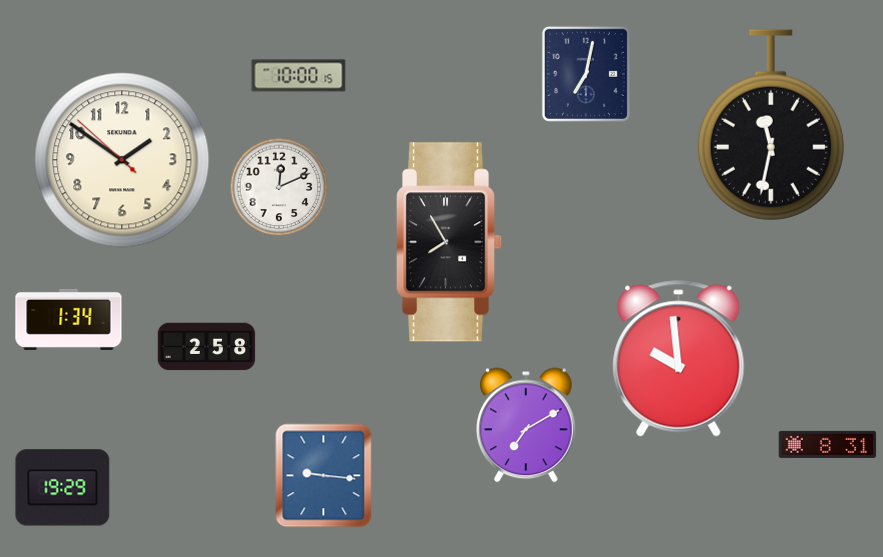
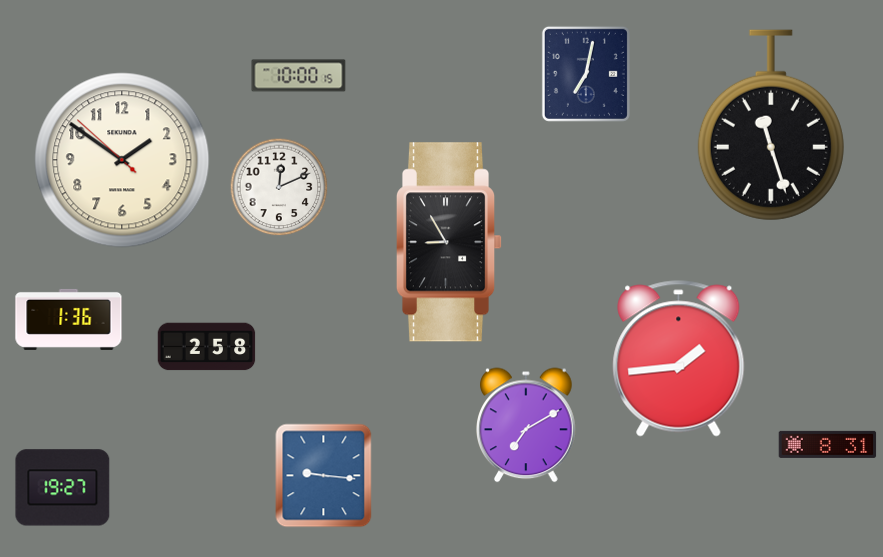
clock at (771, 125): 11:32 -> 11:27
clock at (449, 242): 7:55 -> 8:55
clock at (69, 319): 1:34 -> 1:36
clock at (679, 359): 9:59 -> 1:44
clock at (63, 488): 19:29 -> 19:27
